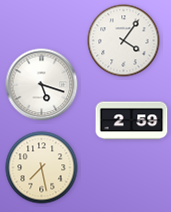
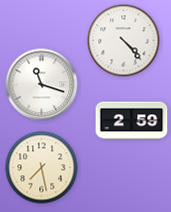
clock at (124, 41): 4:06 -> 4:23
clock at (42, 85): 5:18 -> 11:18
